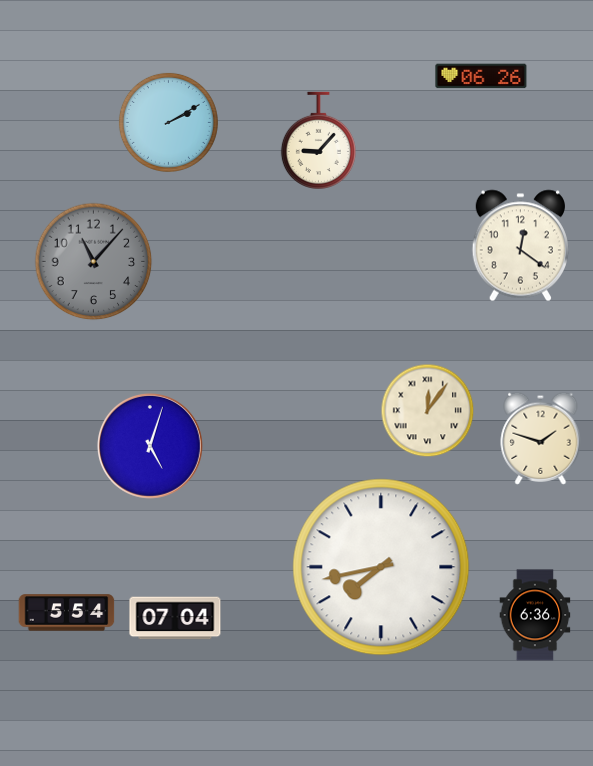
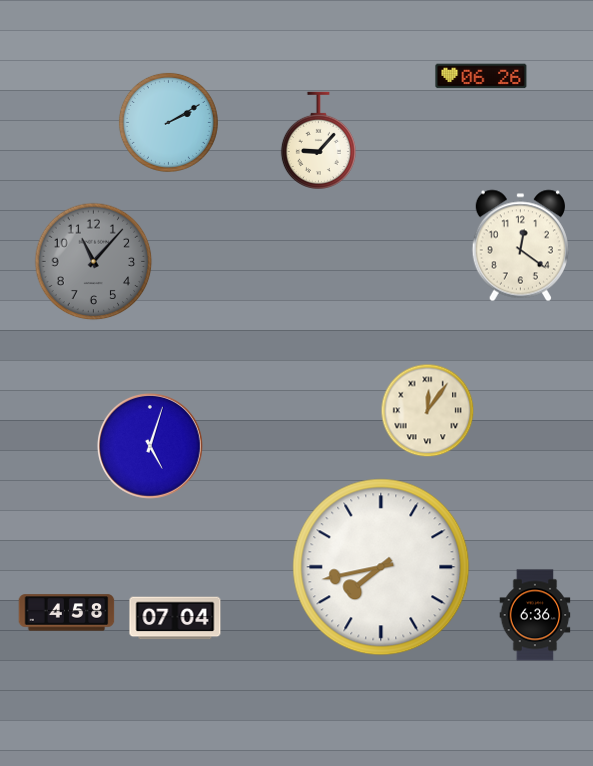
clock at (541, 438): 1:48 -> none
clock at (67, 613): 5:54 -> 4:58
